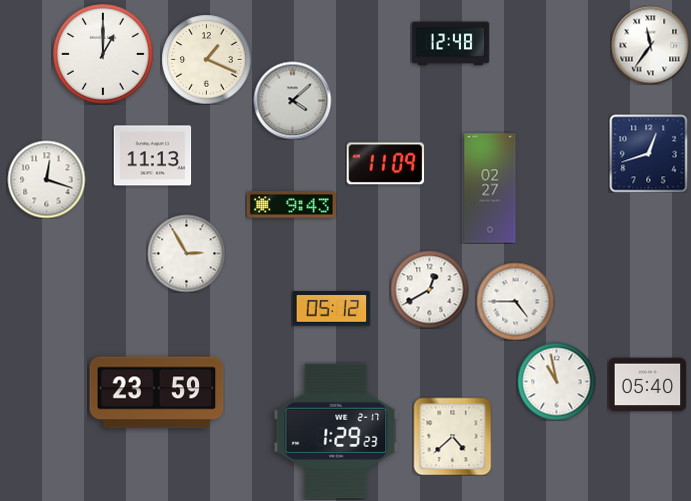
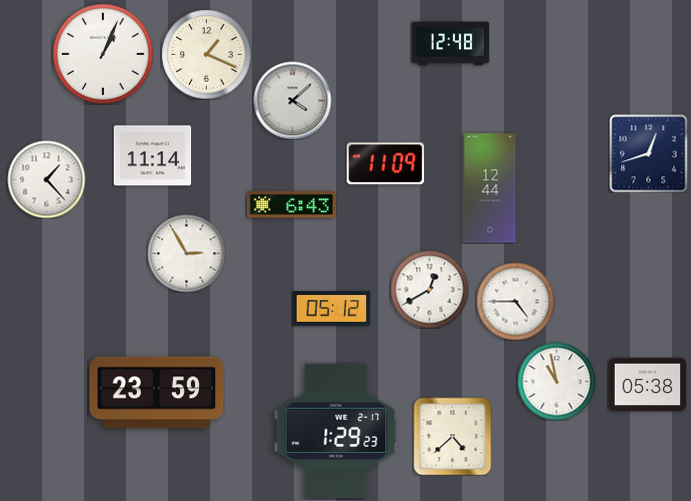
clock at (650, 45): 11:36 -> none
clock at (103, 54): 1:00 -> 1:04
clock at (206, 59) position: (206, 59) -> (206, 54)
clock at (152, 156): 11:13 -> 11:14
clock at (46, 179): 12:18 -> 1:23
clock at (490, 188): 02:27 -> 12:44
clock at (291, 205): 9:43 -> 6:43
clock at (647, 385): 05:40 -> 05:38
